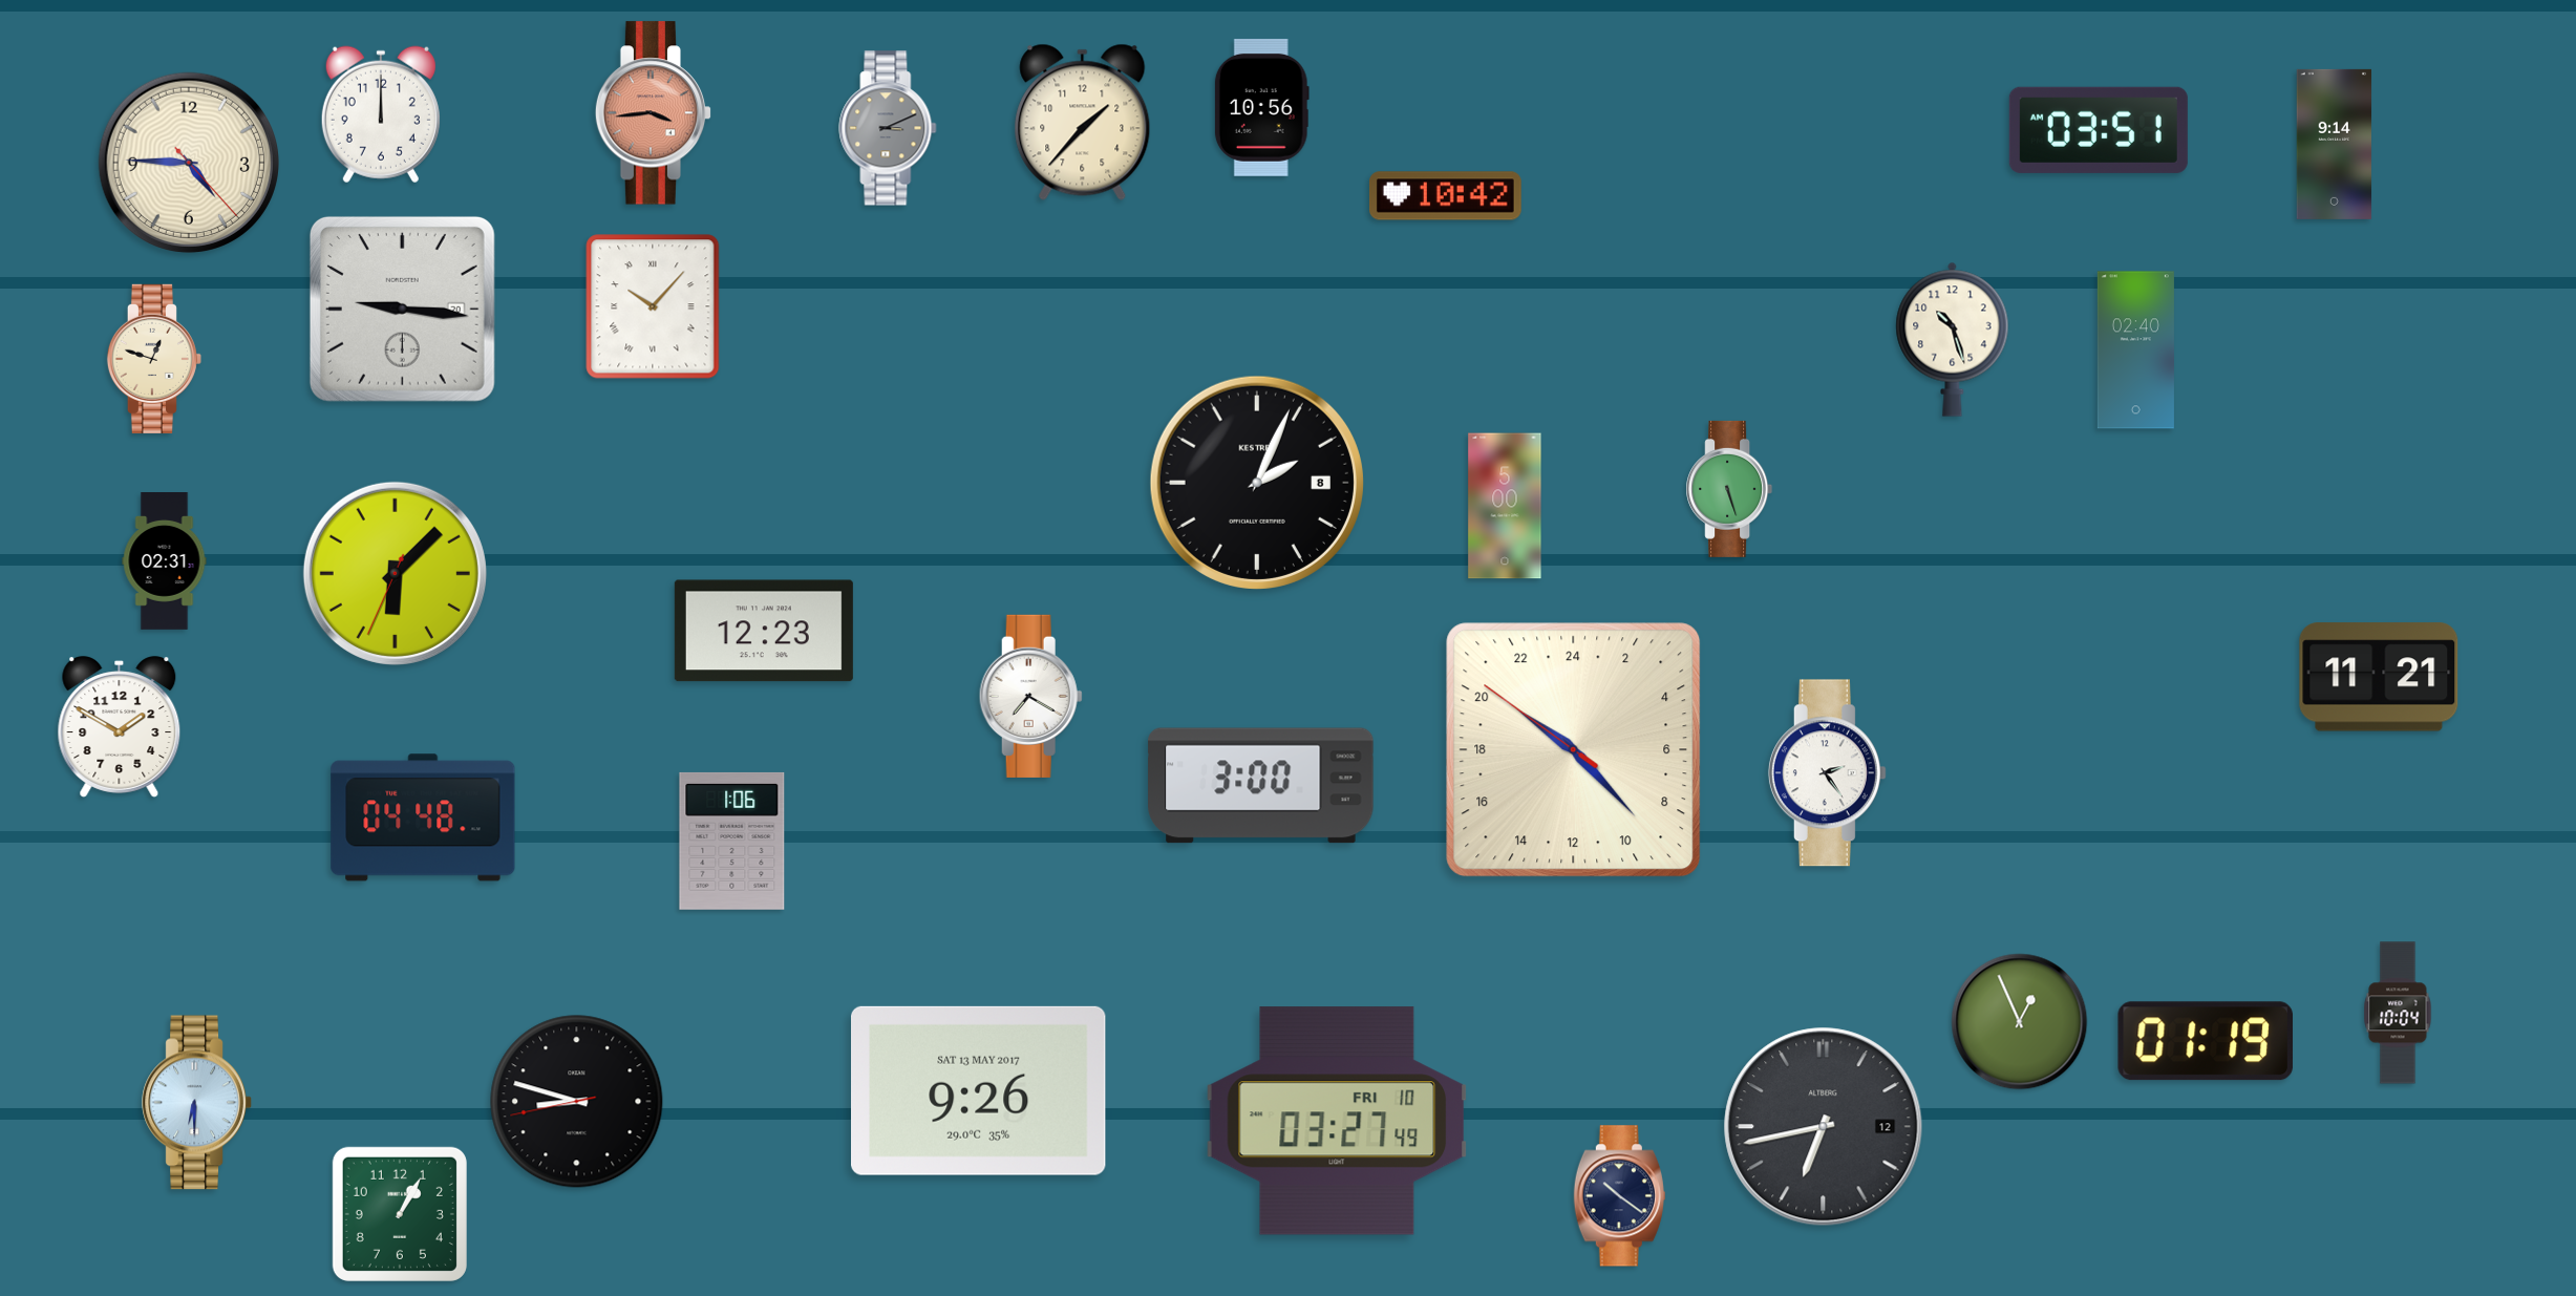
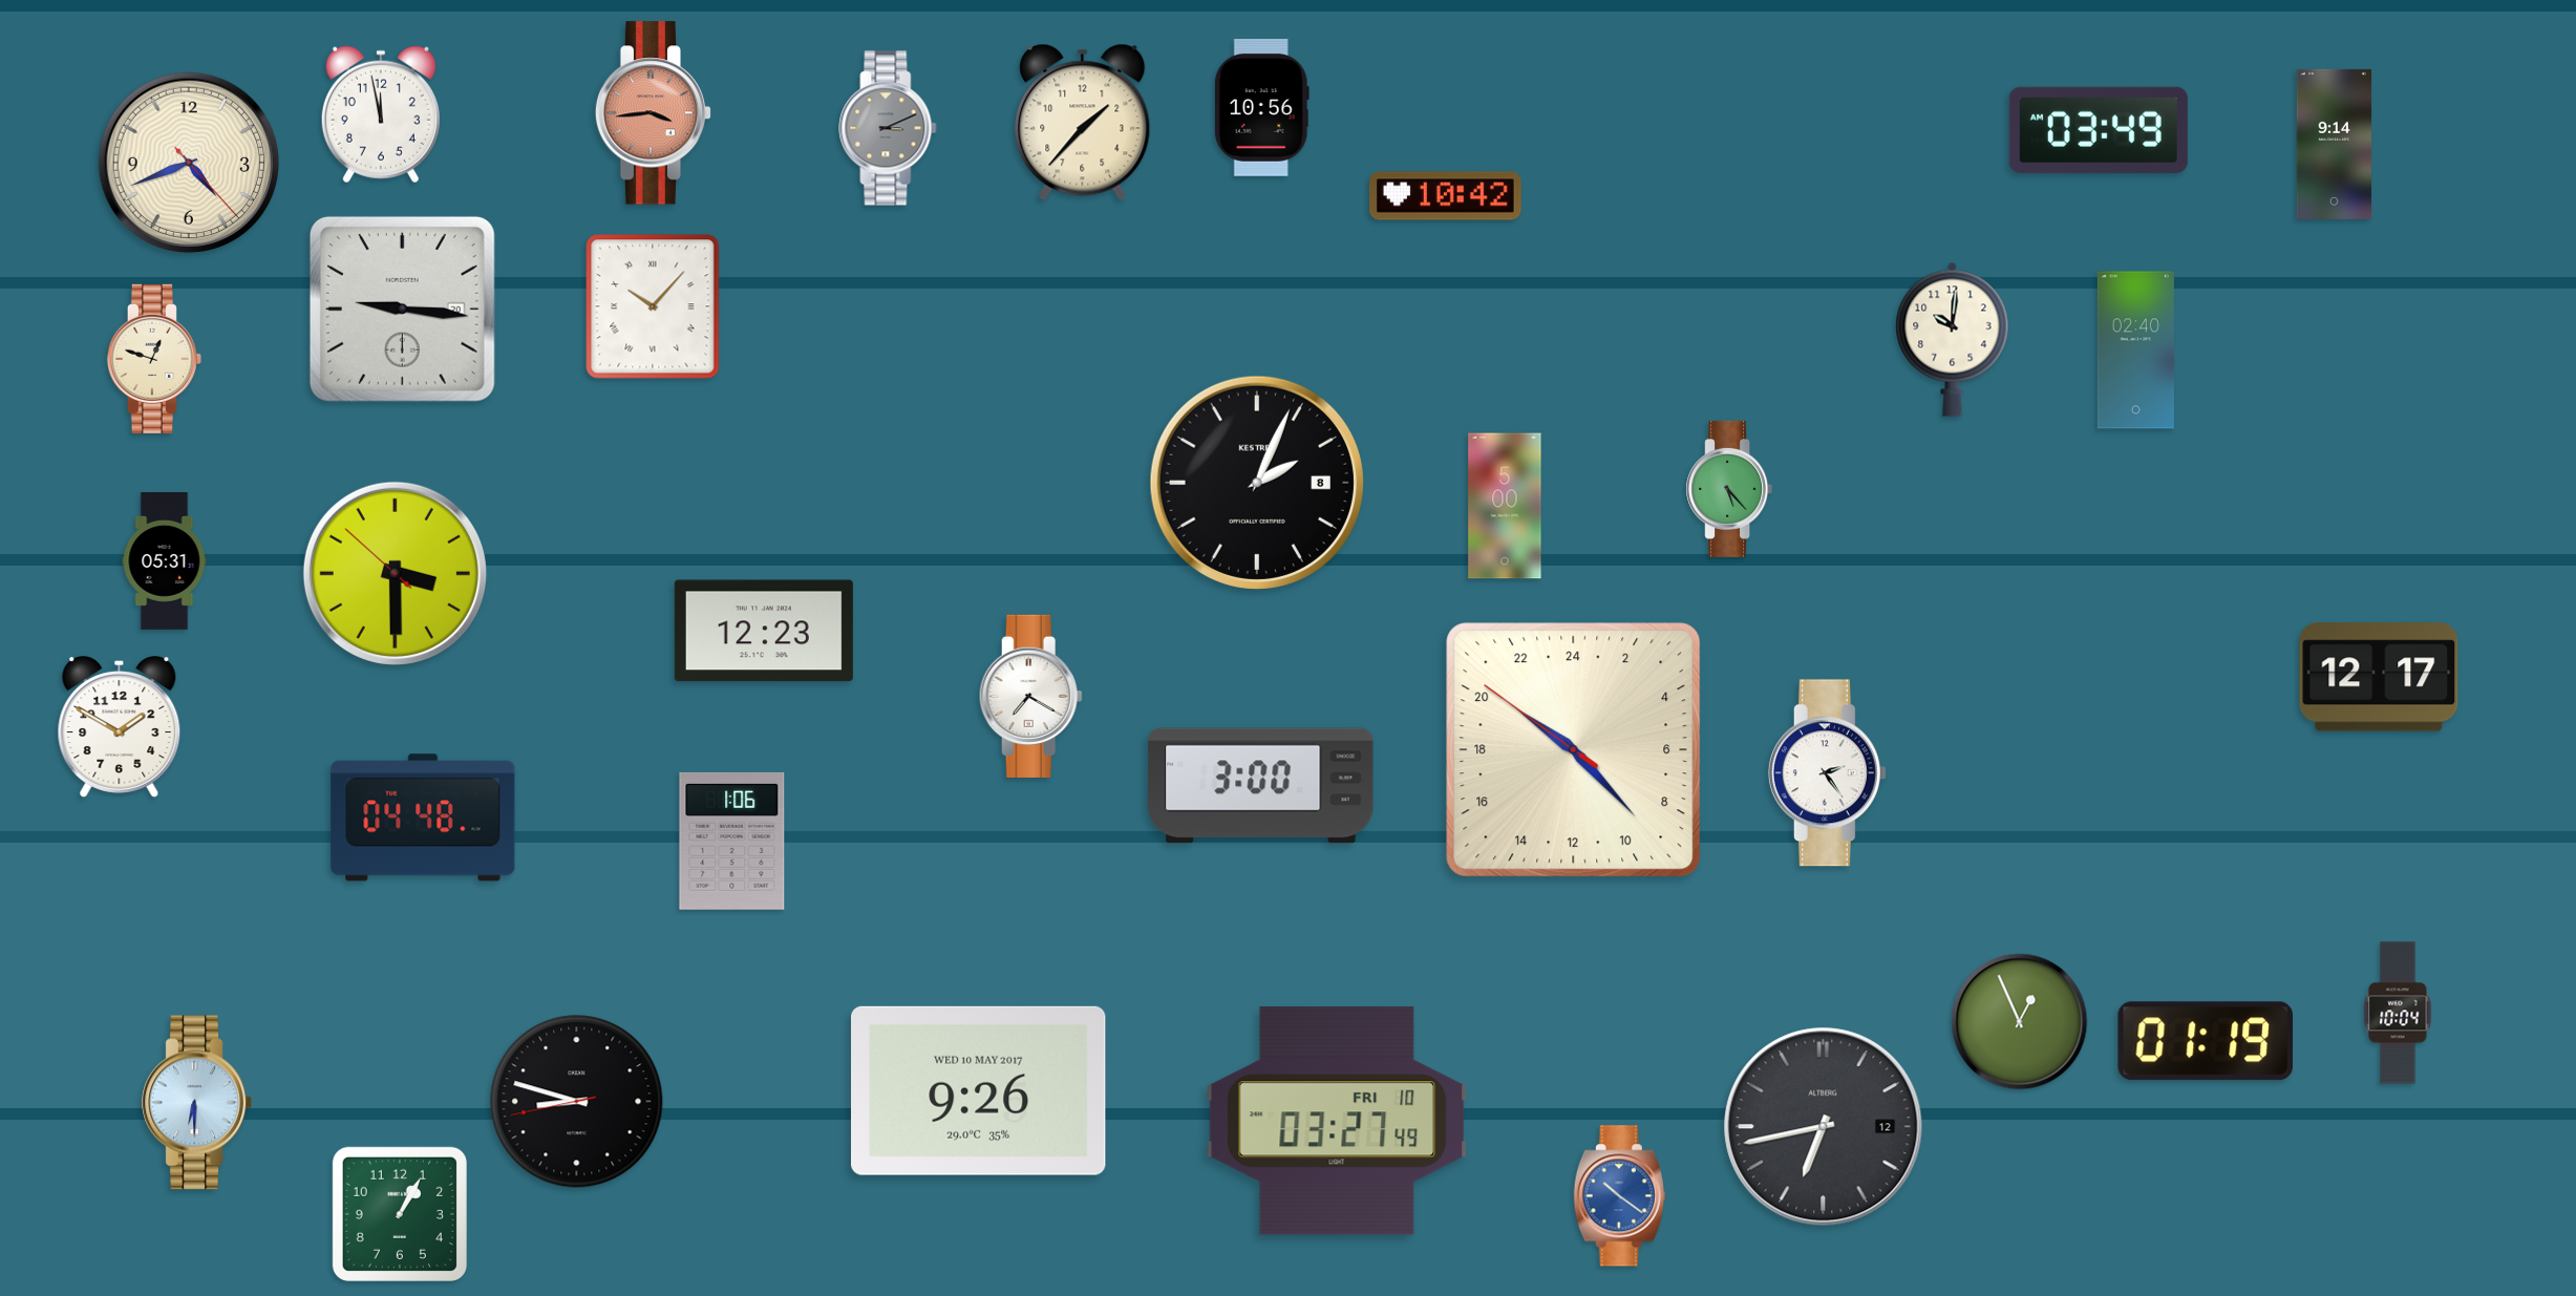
clock at (381, 114): 12:00 -> 11:58
clock at (2099, 130): 03:51 -> 03:49
clock at (189, 163): 4:45 -> 4:41
clock at (1953, 339): 10:27 -> 10:01
clock at (1729, 489): 5:27 -> 5:23
clock at (165, 561): 02:31 -> 05:31
clock at (395, 573): 6:07 -> 3:29
clock at (2379, 677): 11:21 -> 12:17
clock at (979, 1090) date: SAT 13 MAY 2017 -> WED 10 MAY 2017
clock at (1619, 1196) dial: navy -> blue
